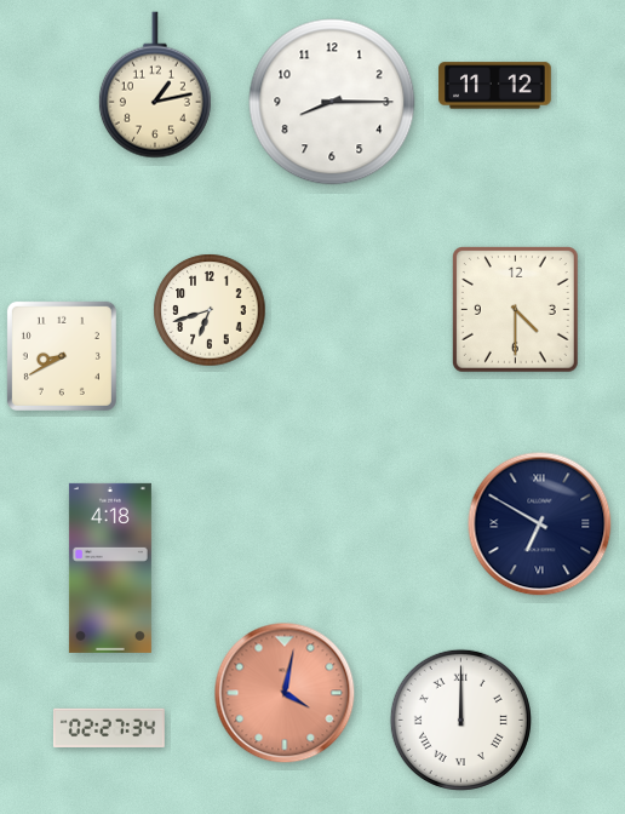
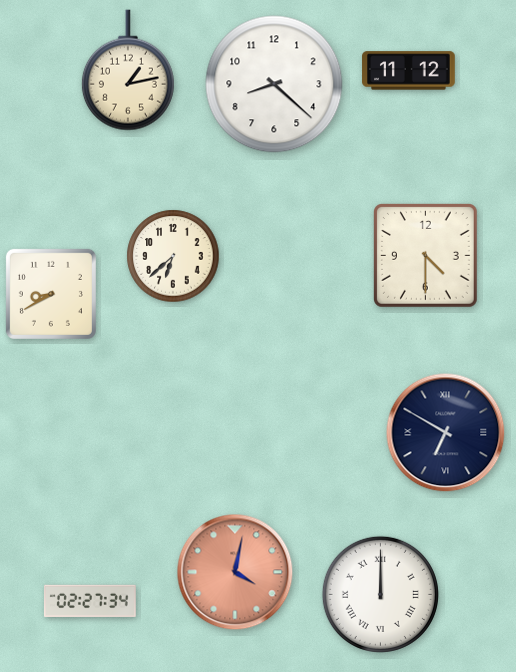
clock at (332, 102): 8:15 -> 8:22
clock at (210, 310): 6:42 -> 6:38
clock at (110, 568): 4:18 -> none
